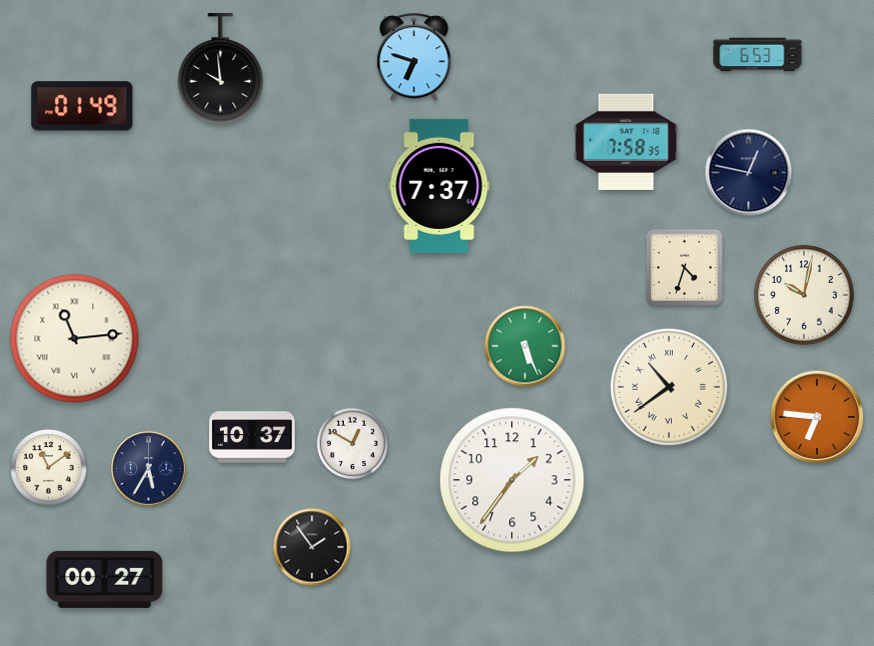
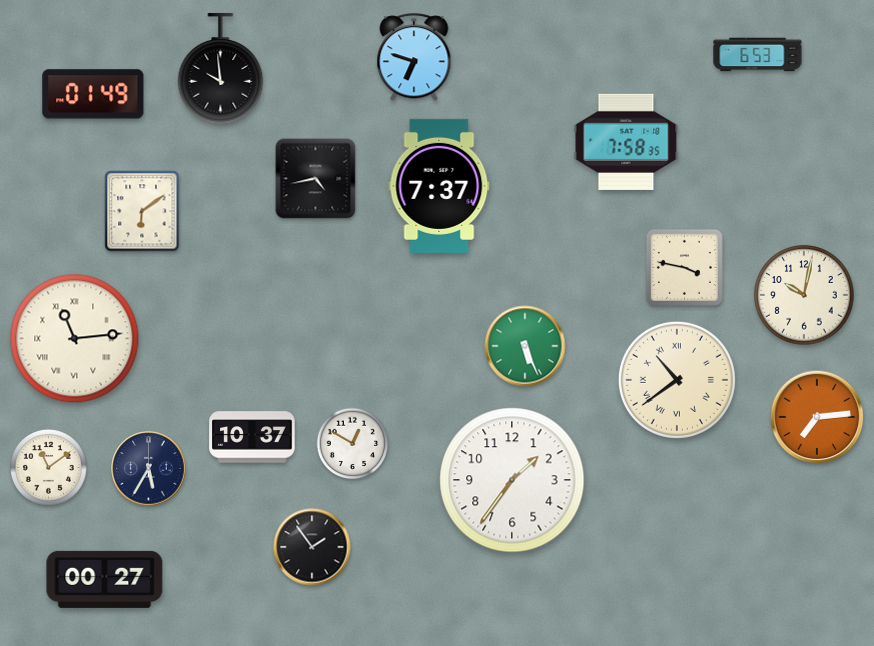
clock at (82, 106) position: (82, 106) -> (93, 94)
clock at (749, 173): 12:47 -> none
clock at (316, 179): none -> 4:43
clock at (142, 211): none -> 6:09
clock at (684, 267): 4:33 -> 3:47
clock at (669, 387) position: (669, 387) -> (677, 380)
clock at (817, 417): 6:46 -> 7:14
